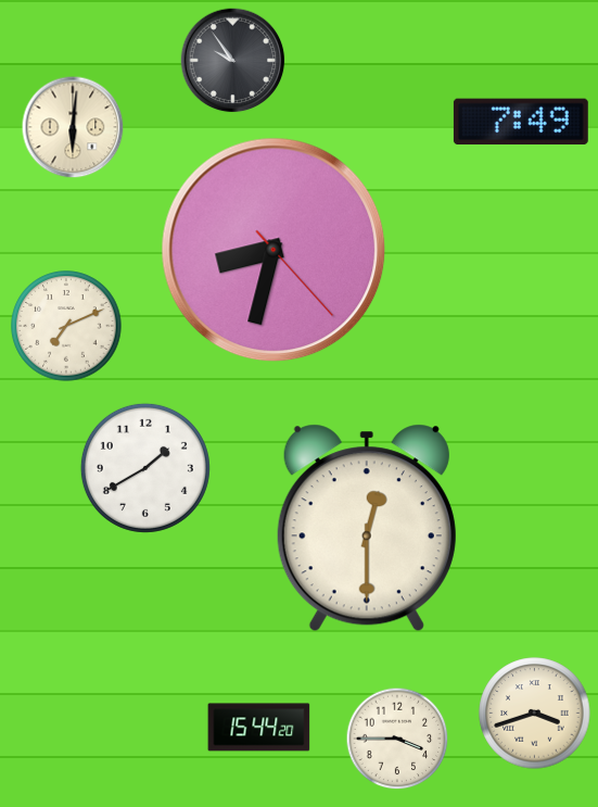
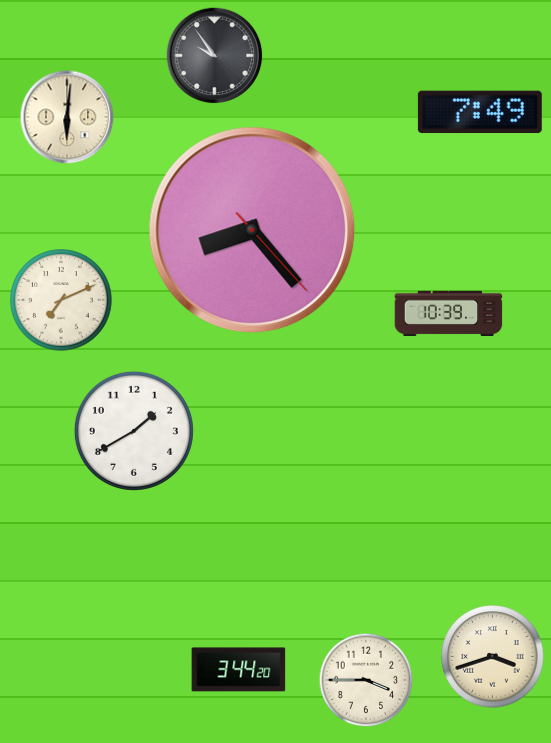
clock at (273, 250): 8:32 -> 8:23
clock at (449, 313): none -> 10:39
clock at (367, 528): 12:30 -> none
clock at (259, 728): 15:44 -> 3:44
